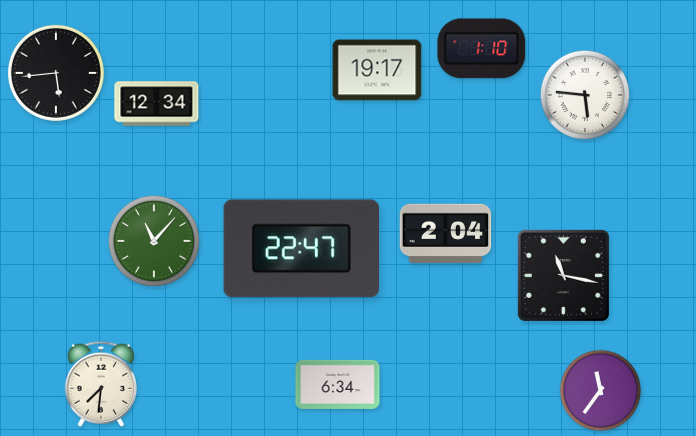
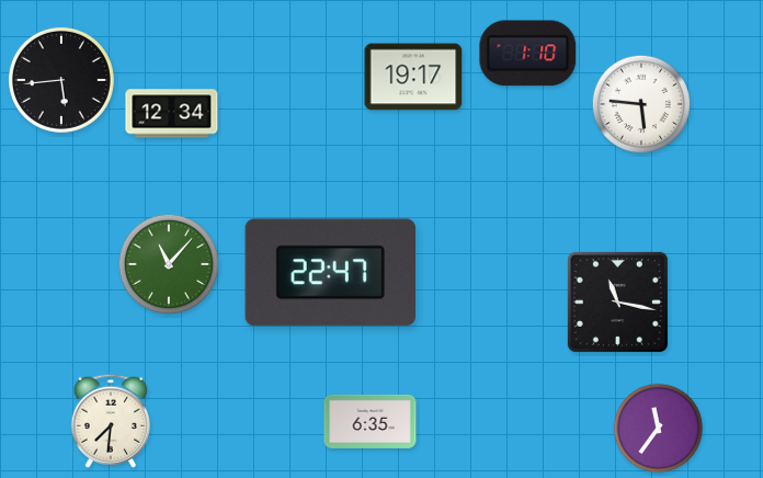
clock at (446, 233): 2:04 -> none
clock at (338, 384): 6:34 -> 6:35
